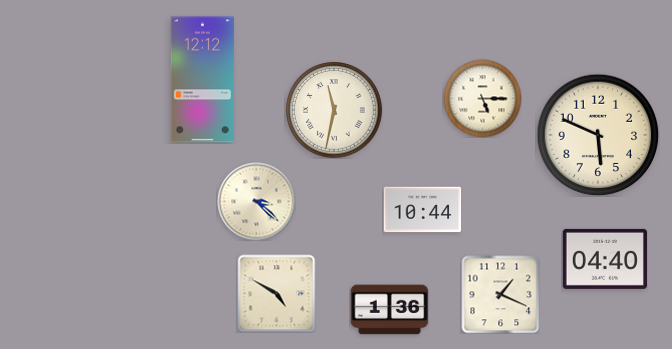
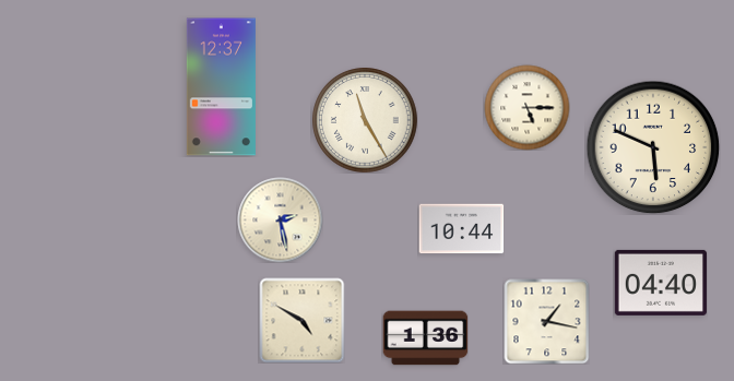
clock at (202, 80): 12:12 -> 12:37
clock at (334, 110): 11:32 -> 11:25
clock at (256, 201): 3:22 -> 2:28
clock at (500, 294): 1:19 -> 1:17
